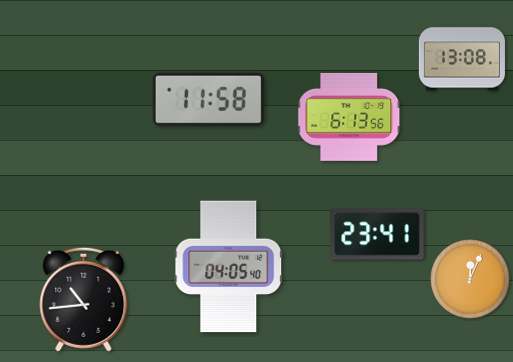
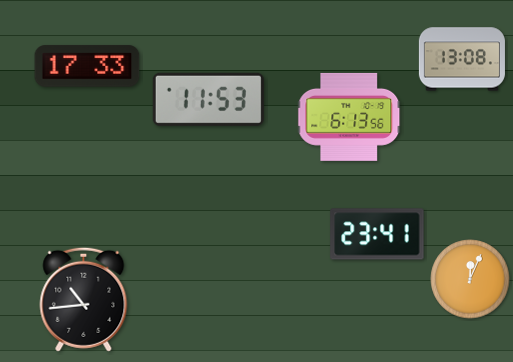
clock at (87, 66): none -> 17:33
clock at (208, 99): 11:58 -> 11:53
clock at (229, 267): 04:05 -> none
